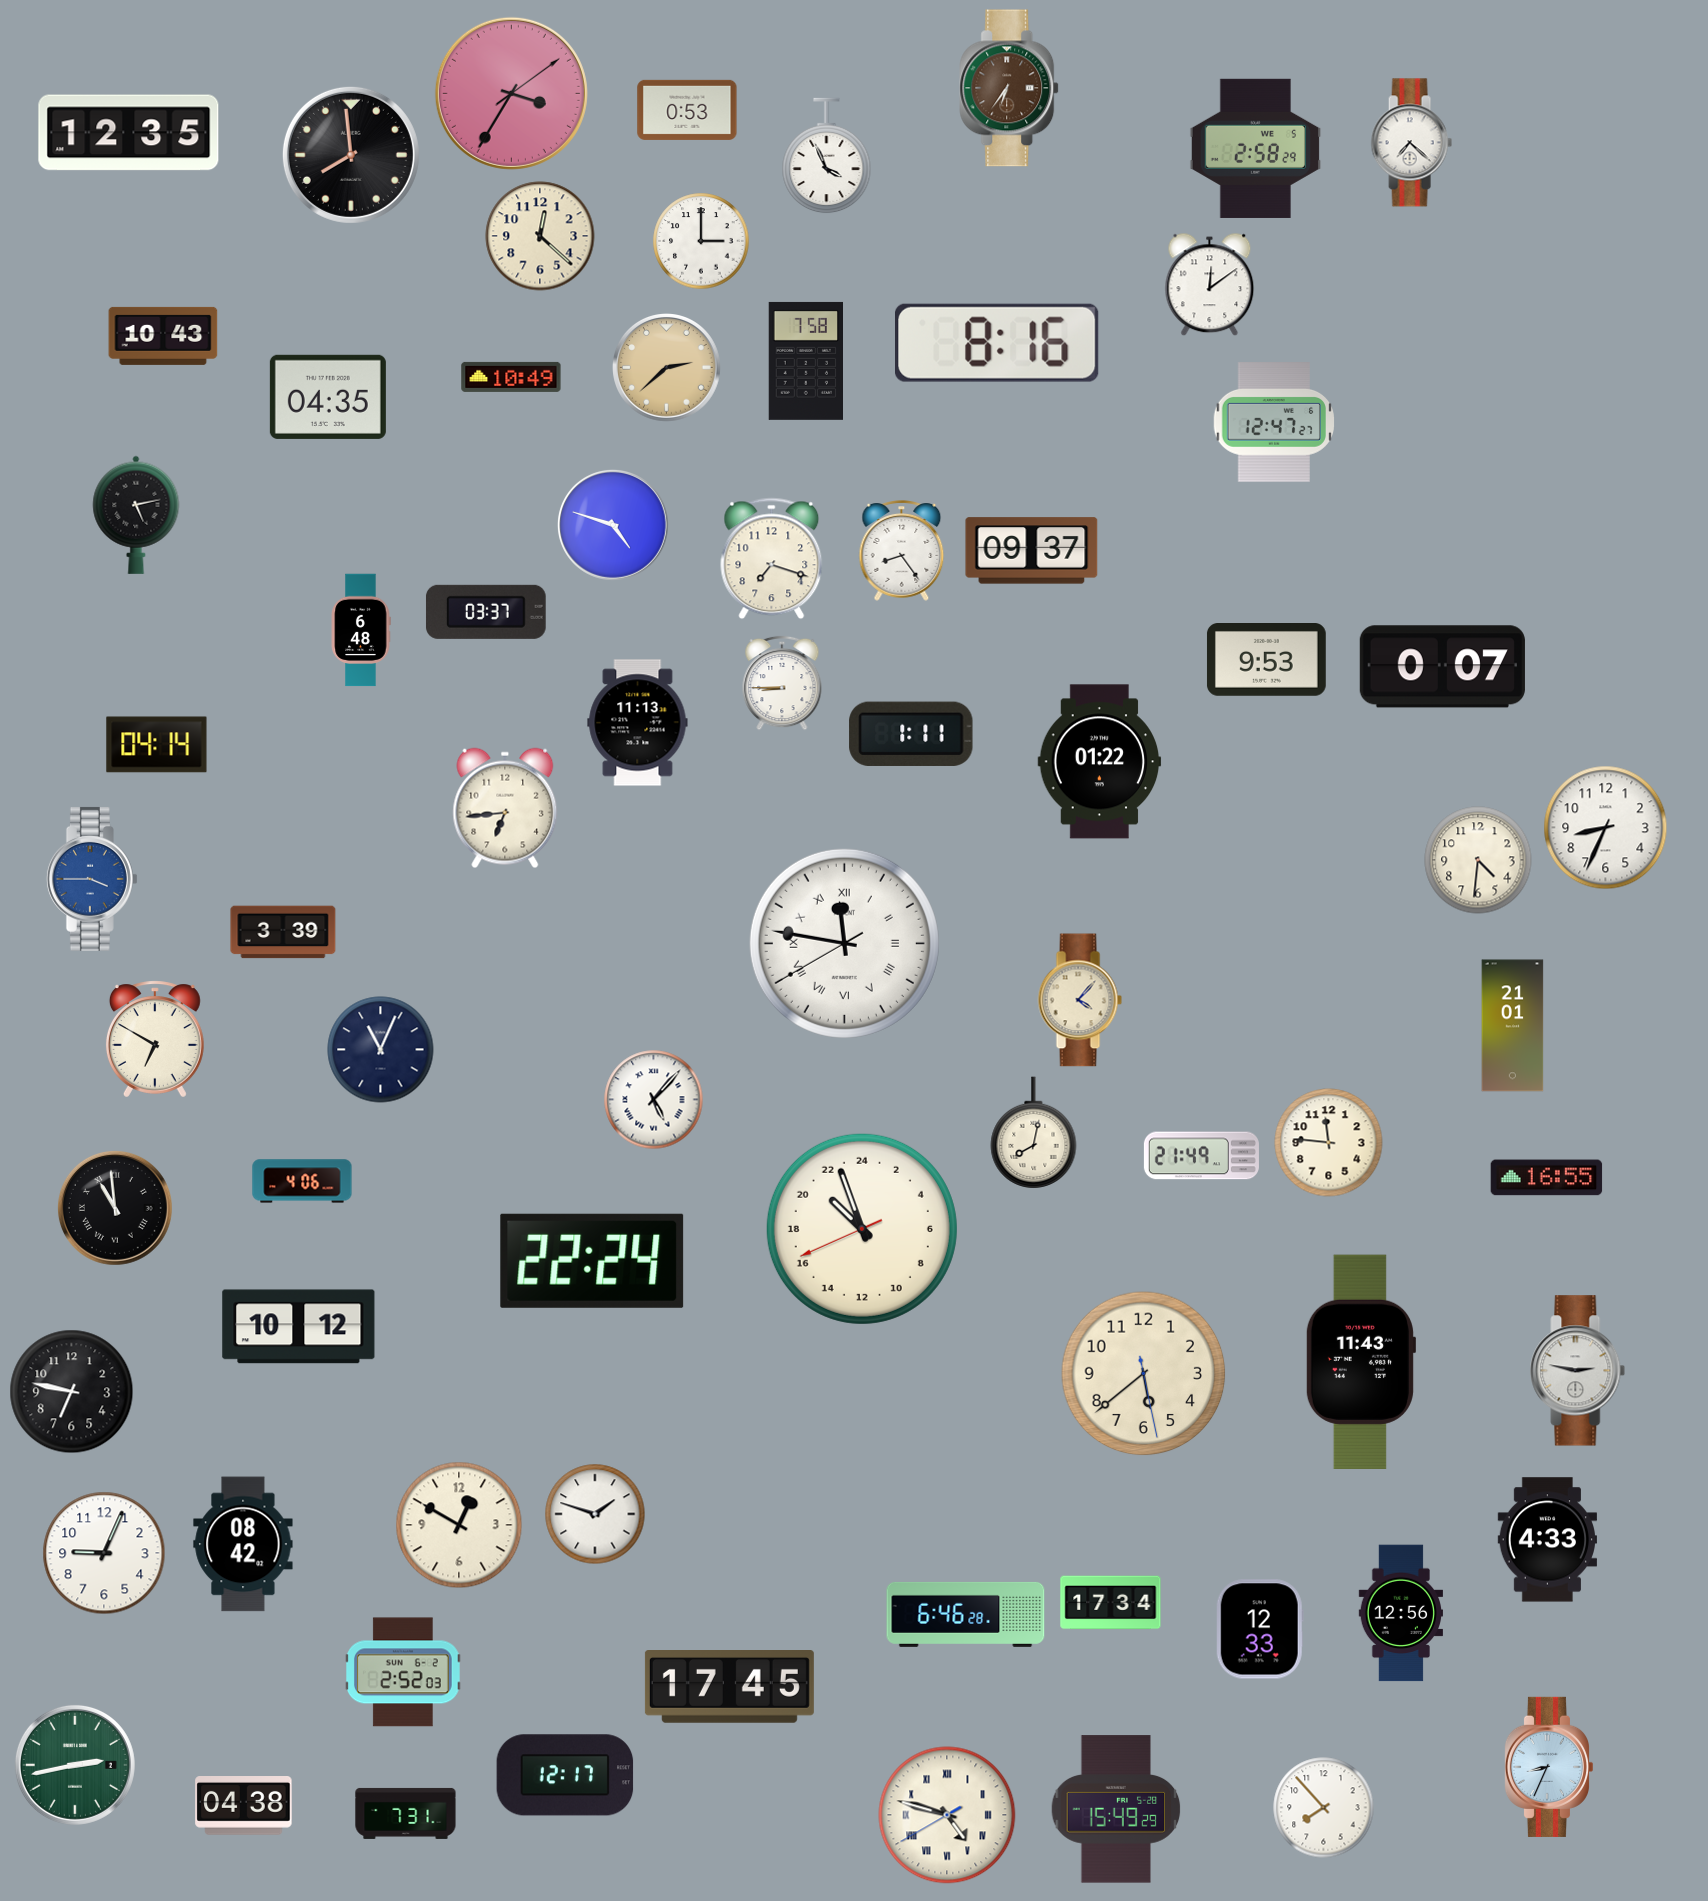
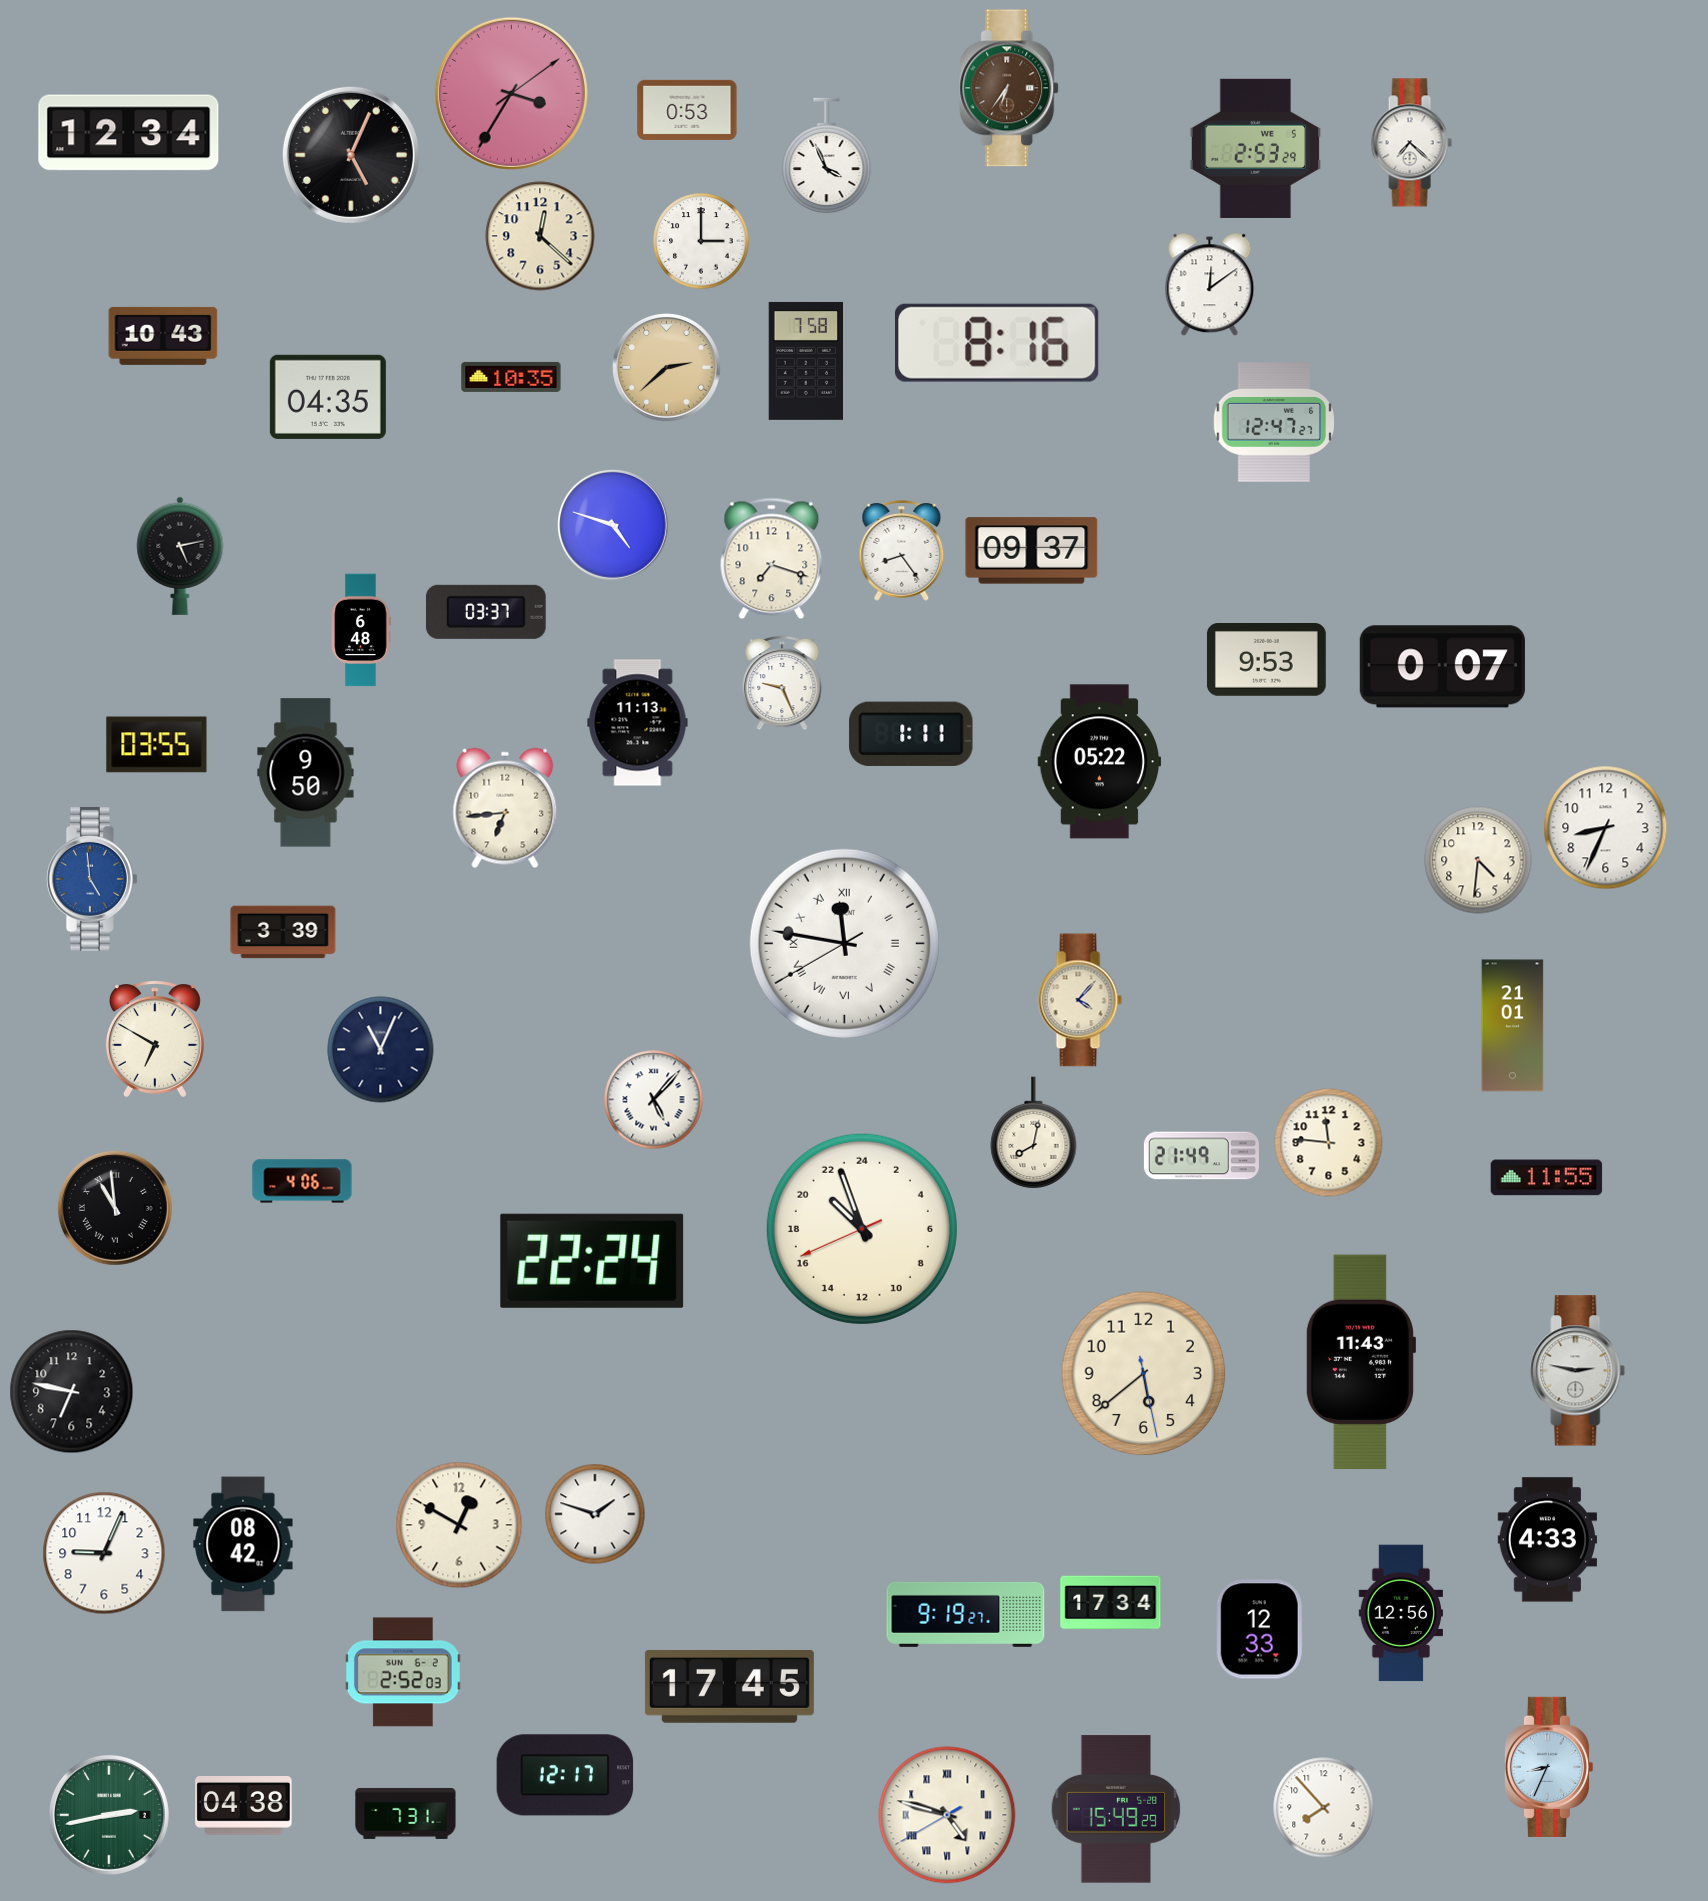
clock at (129, 133): 12:35 -> 12:34
clock at (1256, 148): 2:58 -> 2:53
clock at (351, 155): 7:59 -> 5:04
clock at (511, 377): 10:49 -> 10:35
clock at (136, 515) position: (136, 515) -> (180, 556)
clock at (782, 683): 8:45 -> 9:26
clock at (157, 745): 04:14 -> 03:55
clock at (1100, 762): 01:22 -> 05:22
clock at (306, 773): none -> 9:50
clock at (92, 879): 3:45 -> 4:59
clock at (1547, 1178): 16:55 -> 11:55
clock at (299, 1327): 10:12 -> none
clock at (966, 1614): 6:46 -> 9:19
clock at (75, 1765) position: (75, 1765) -> (109, 1815)
